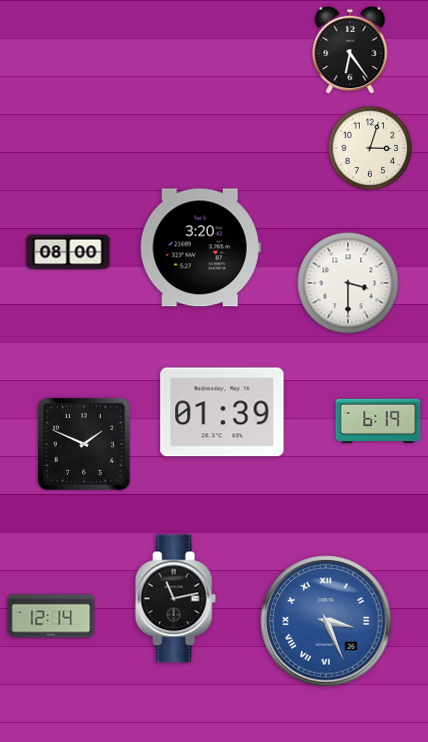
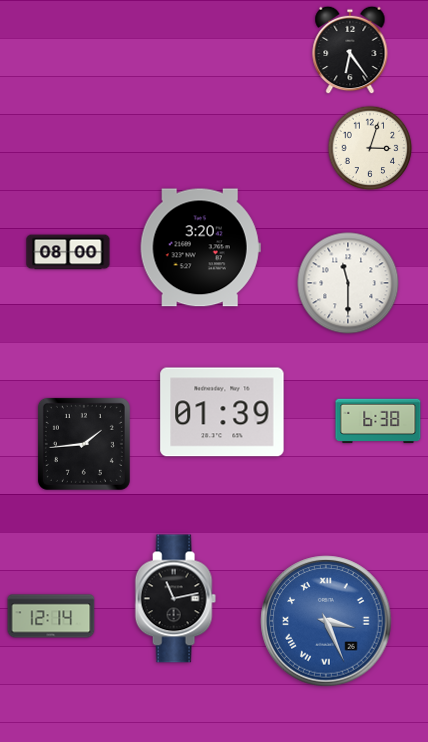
clock at (348, 283): 3:30 -> 11:30
clock at (378, 421): 6:19 -> 6:38
clock at (84, 444): 1:49 -> 1:44
